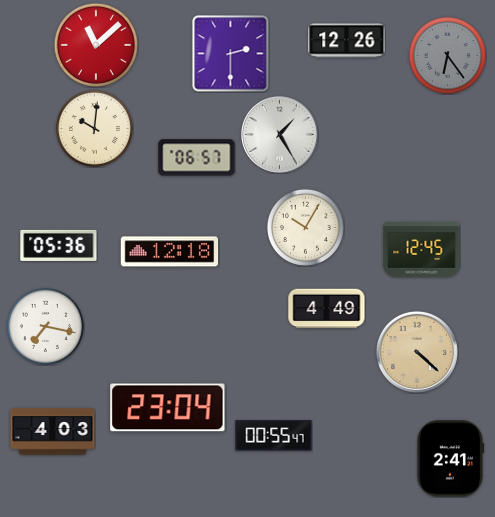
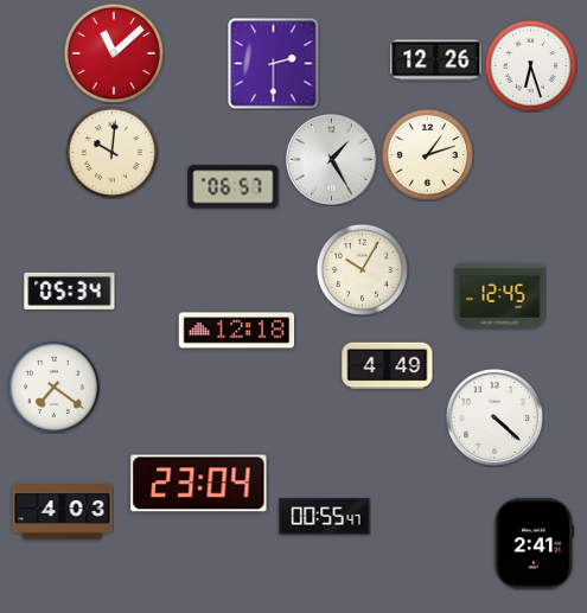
clock at (347, 41) position: (347, 41) -> (436, 60)
clock at (447, 55): 6:24 -> 6:27
clock at (447, 55) dial: grey -> white
clock at (427, 154): none -> 1:12
clock at (59, 245): 05:36 -> 05:34
clock at (170, 252) position: (170, 252) -> (237, 331)
clock at (45, 326): 7:17 -> 7:21
clock at (417, 352) dial: champagne -> white
